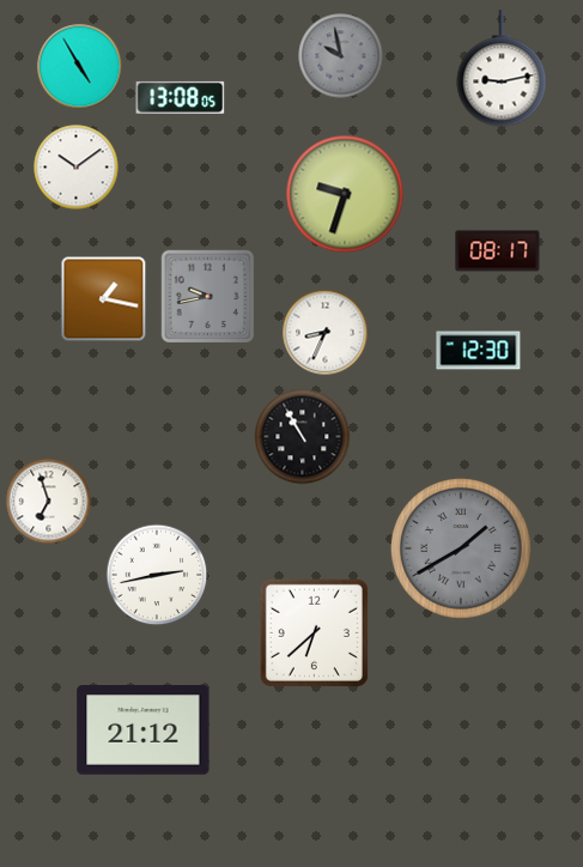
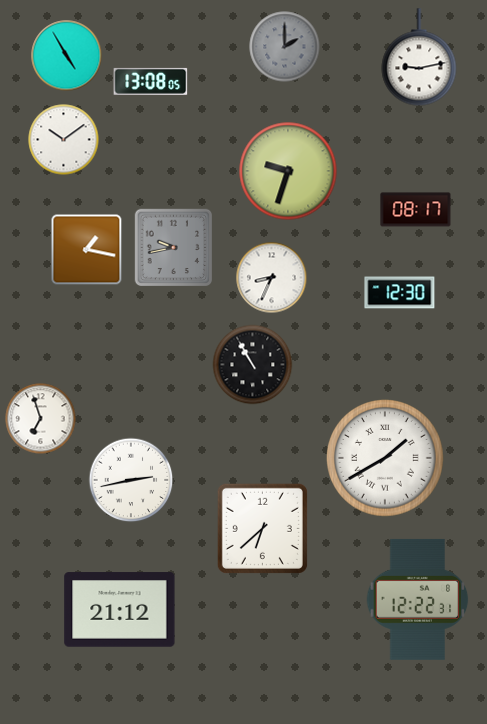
clock at (341, 56): 9:58 -> 2:00
clock at (345, 194) position: (345, 194) -> (288, 171)
clock at (462, 550) dial: grey -> white
clock at (418, 599): none -> 12:22
